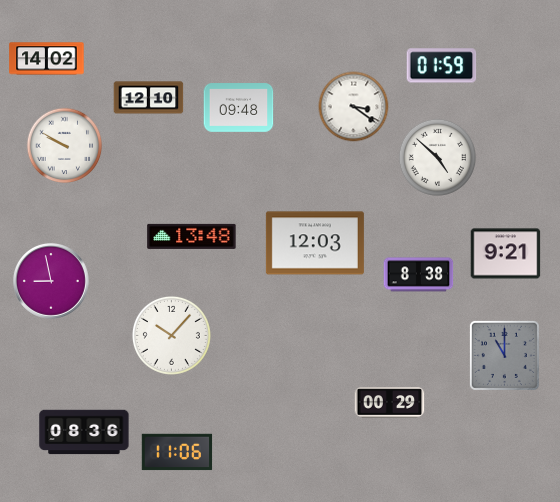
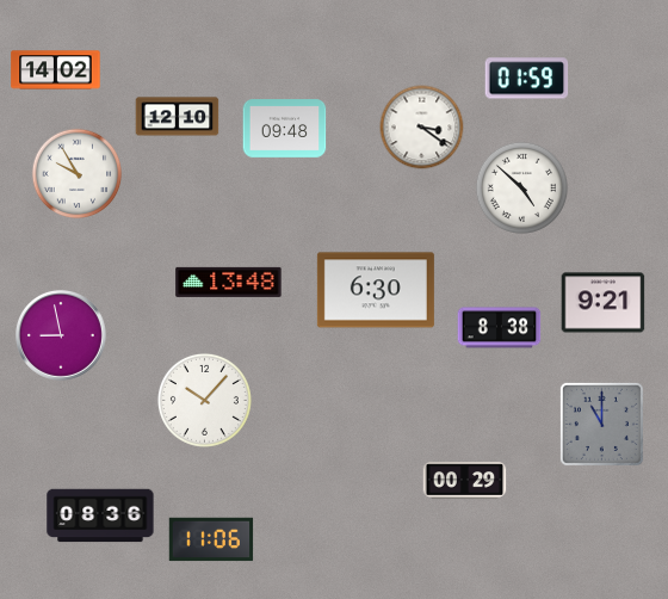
clock at (65, 146): 9:50 -> 9:55
clock at (315, 243): 12:03 -> 6:30
